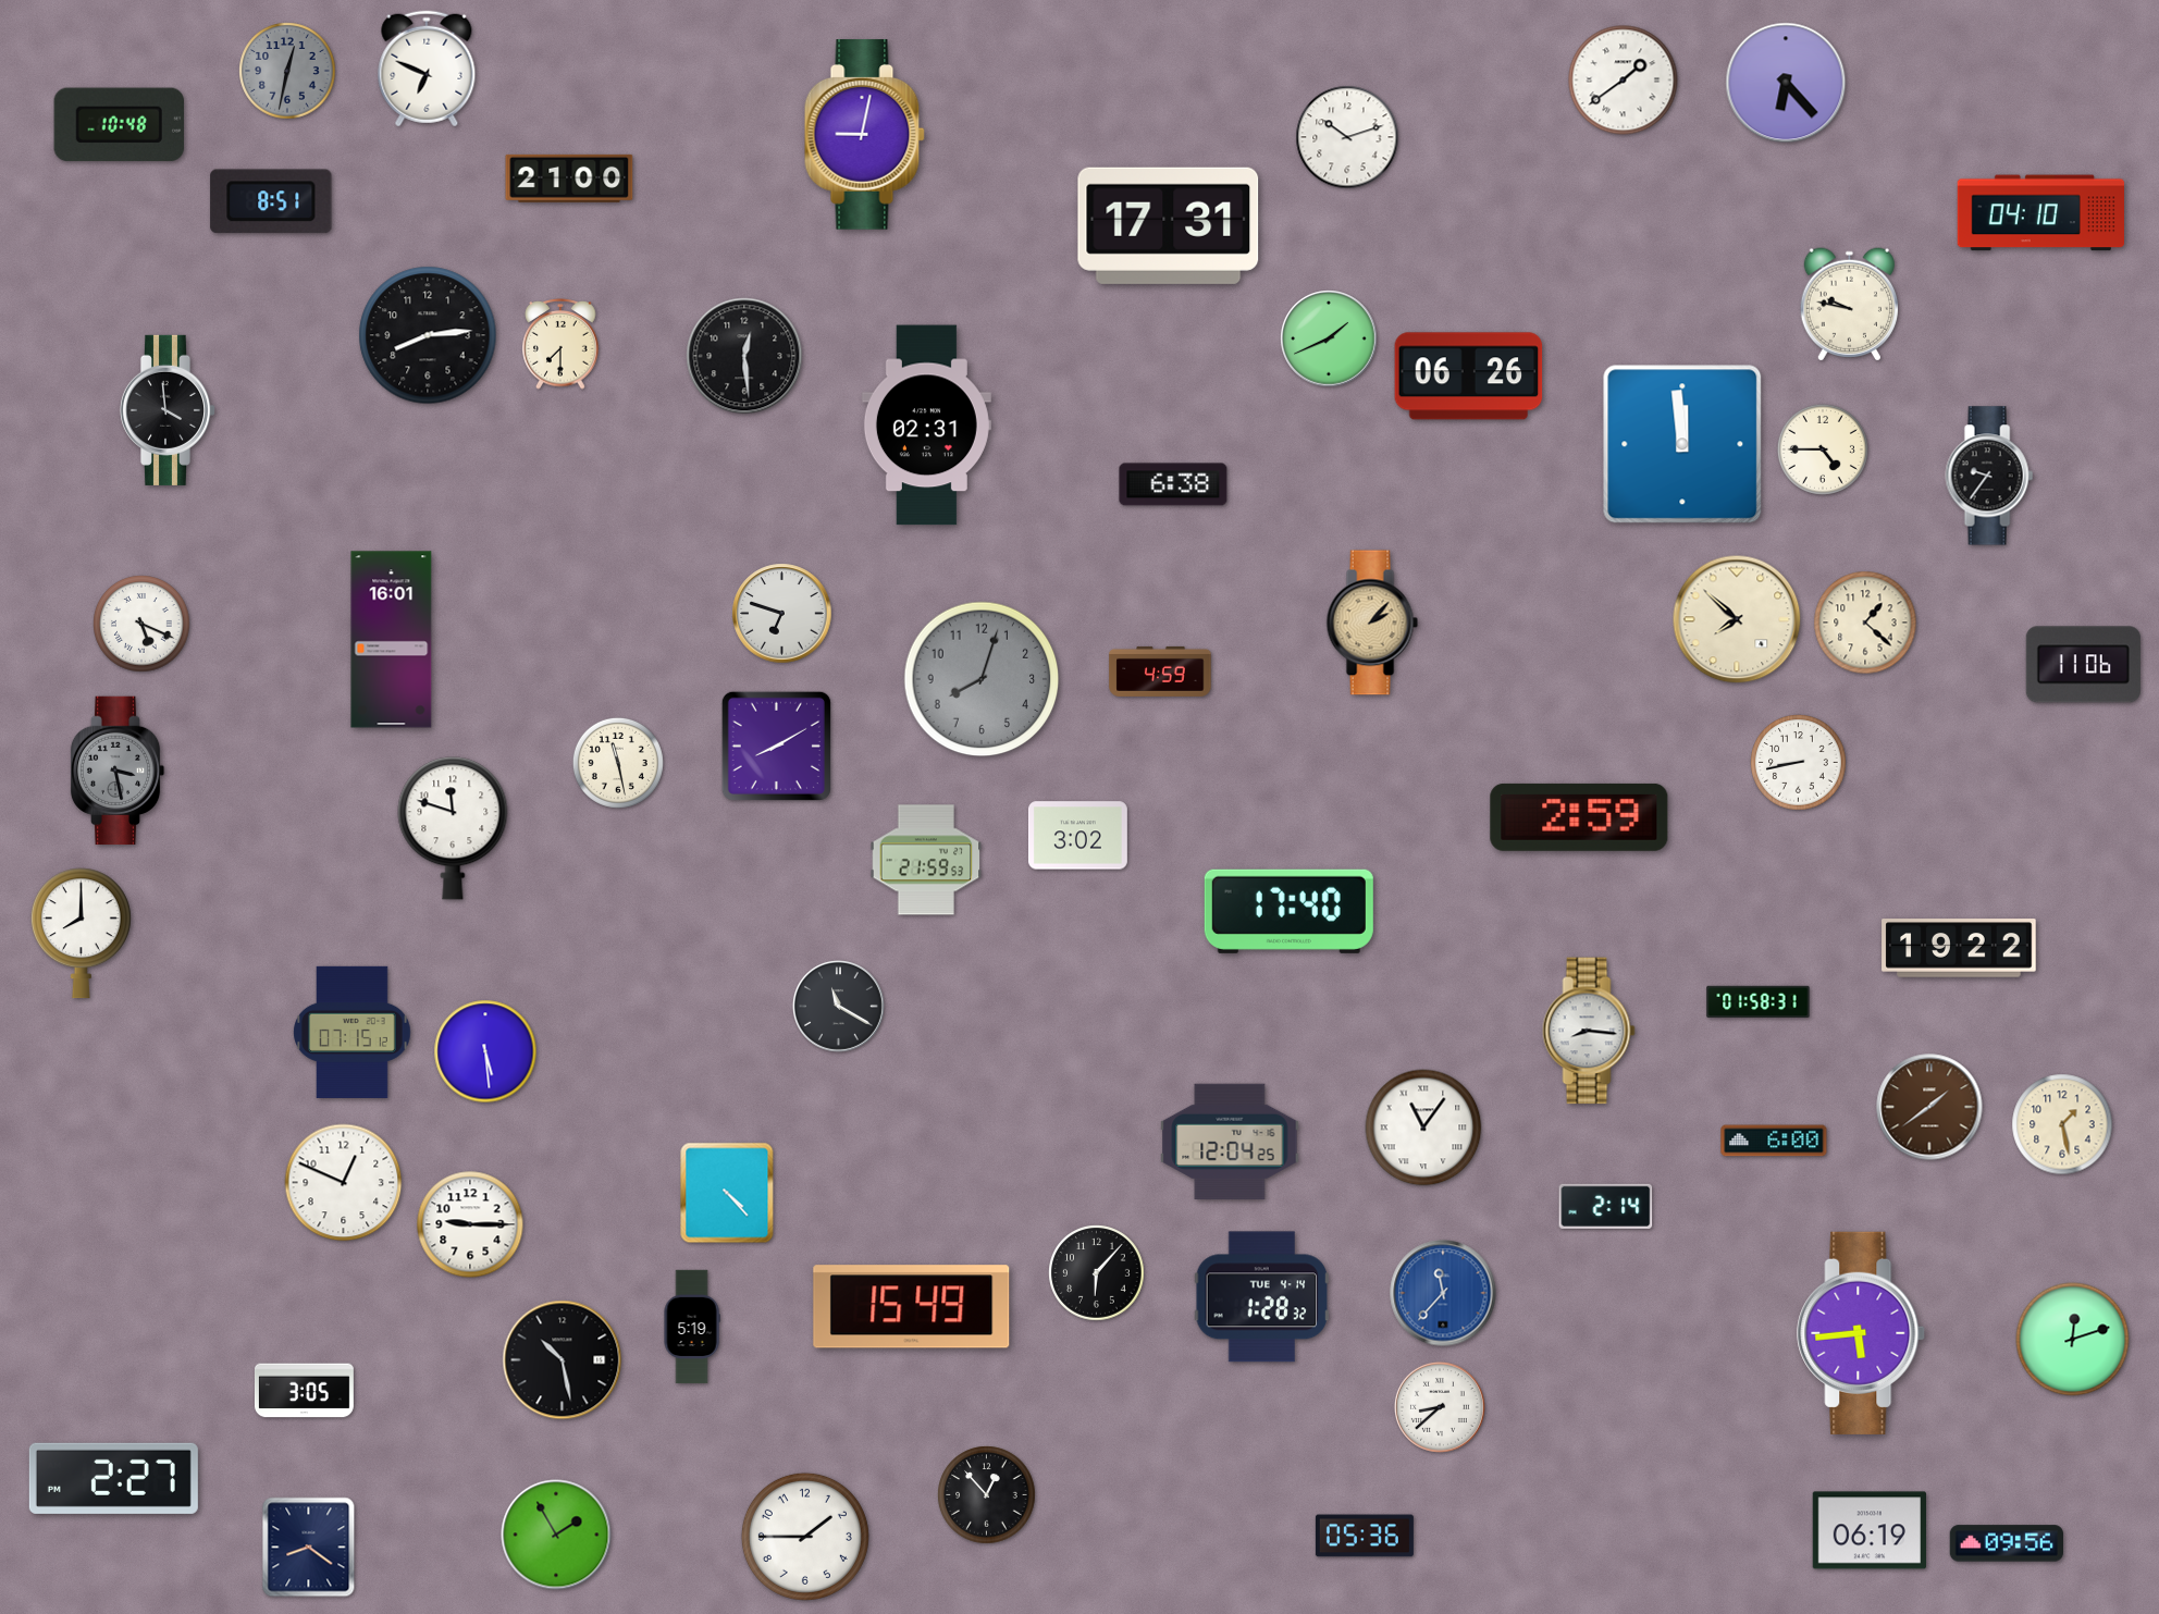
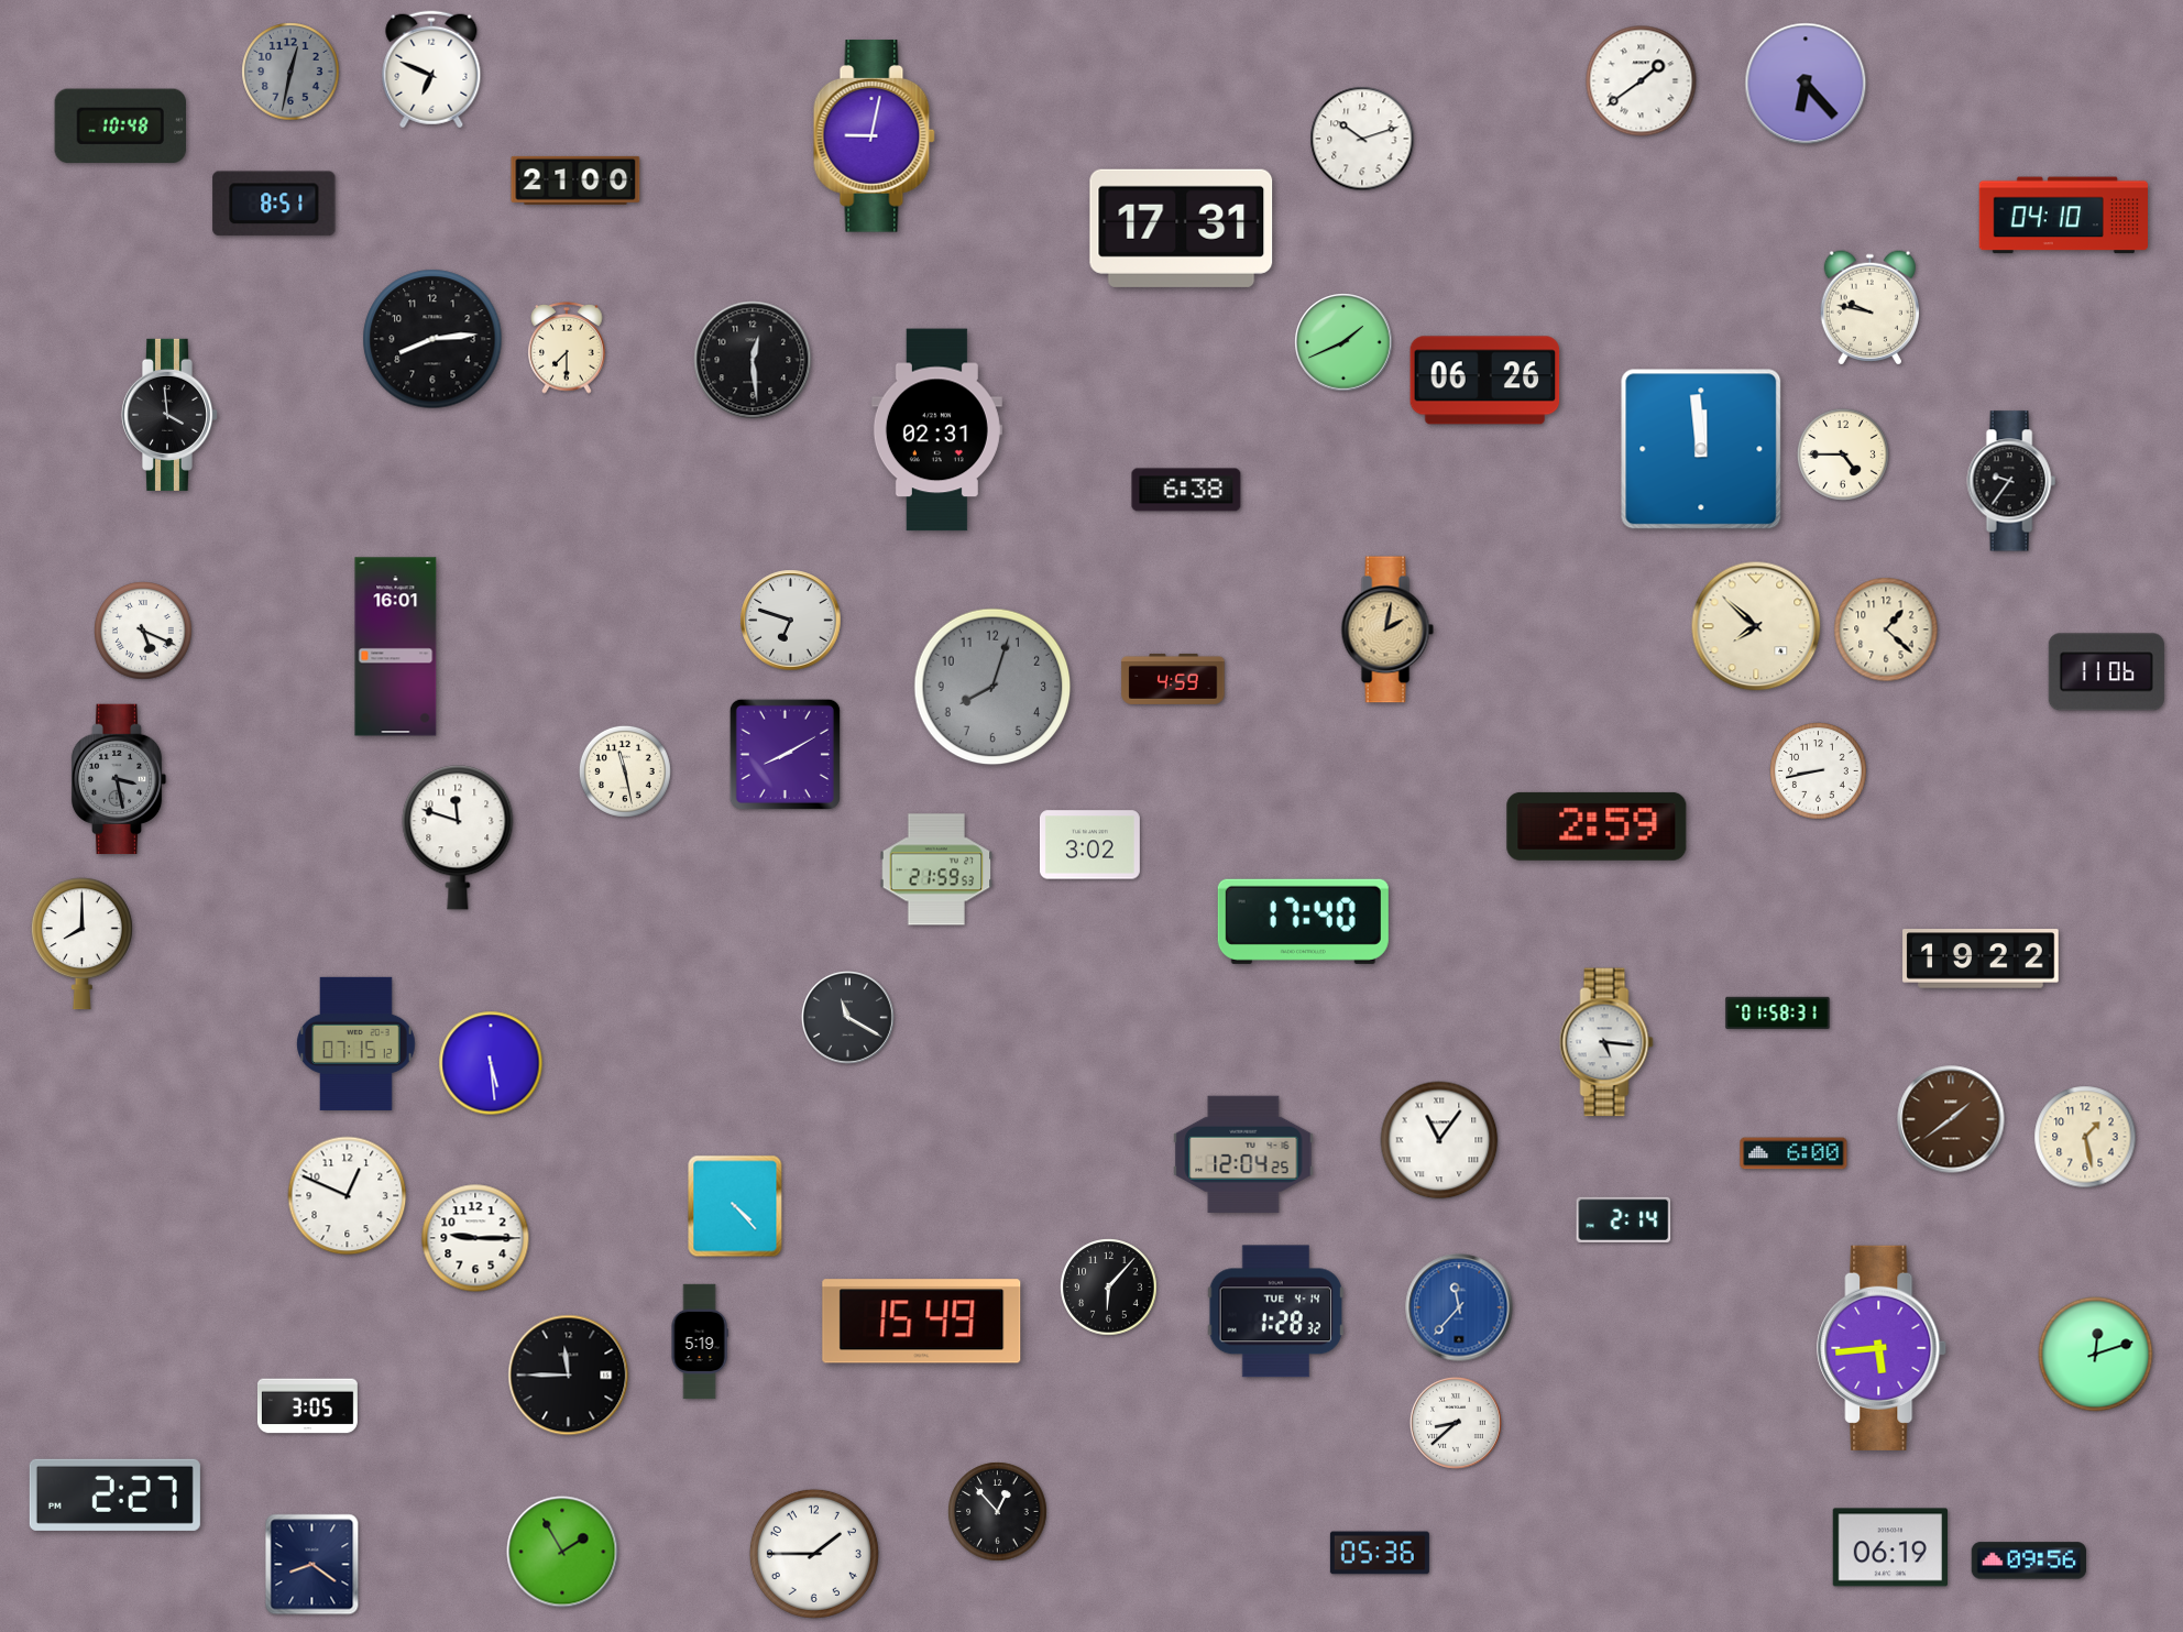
clock at (1372, 623): 2:07 -> 2:02
clock at (1589, 1031): 8:16 -> 5:16
clock at (563, 1360): 10:28 -> 11:45
